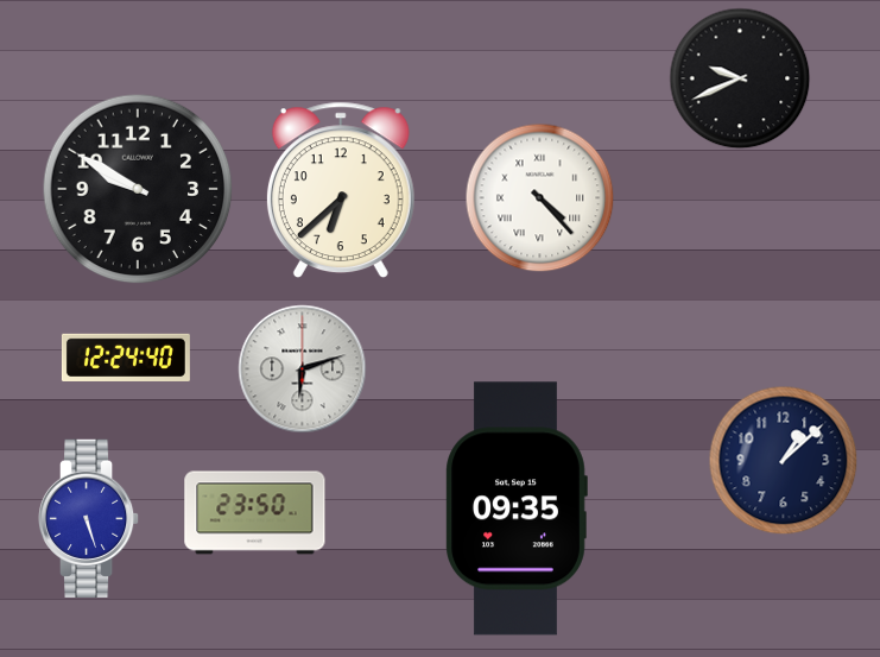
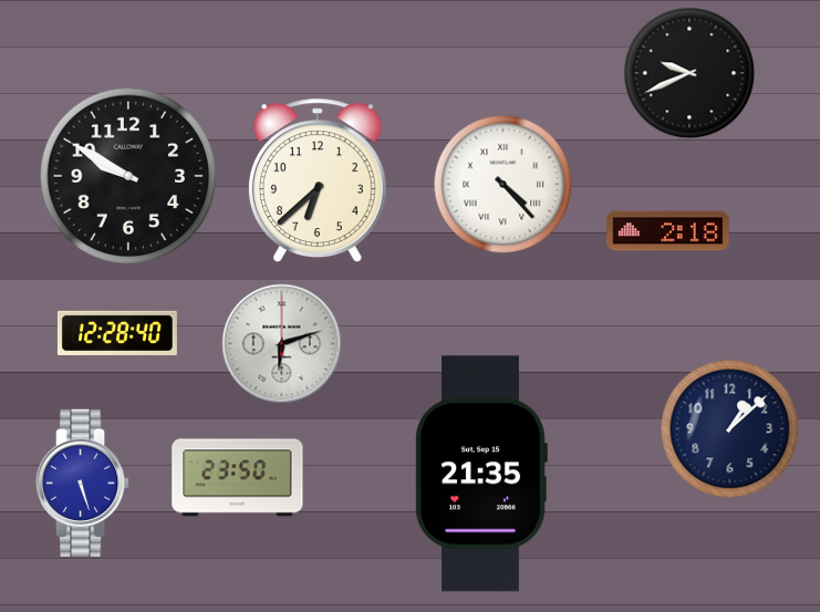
clock at (341, 189) position: (341, 189) -> (318, 179)
clock at (668, 231): none -> 2:18
clock at (126, 358): 12:24 -> 12:28
clock at (517, 508): 09:35 -> 21:35
